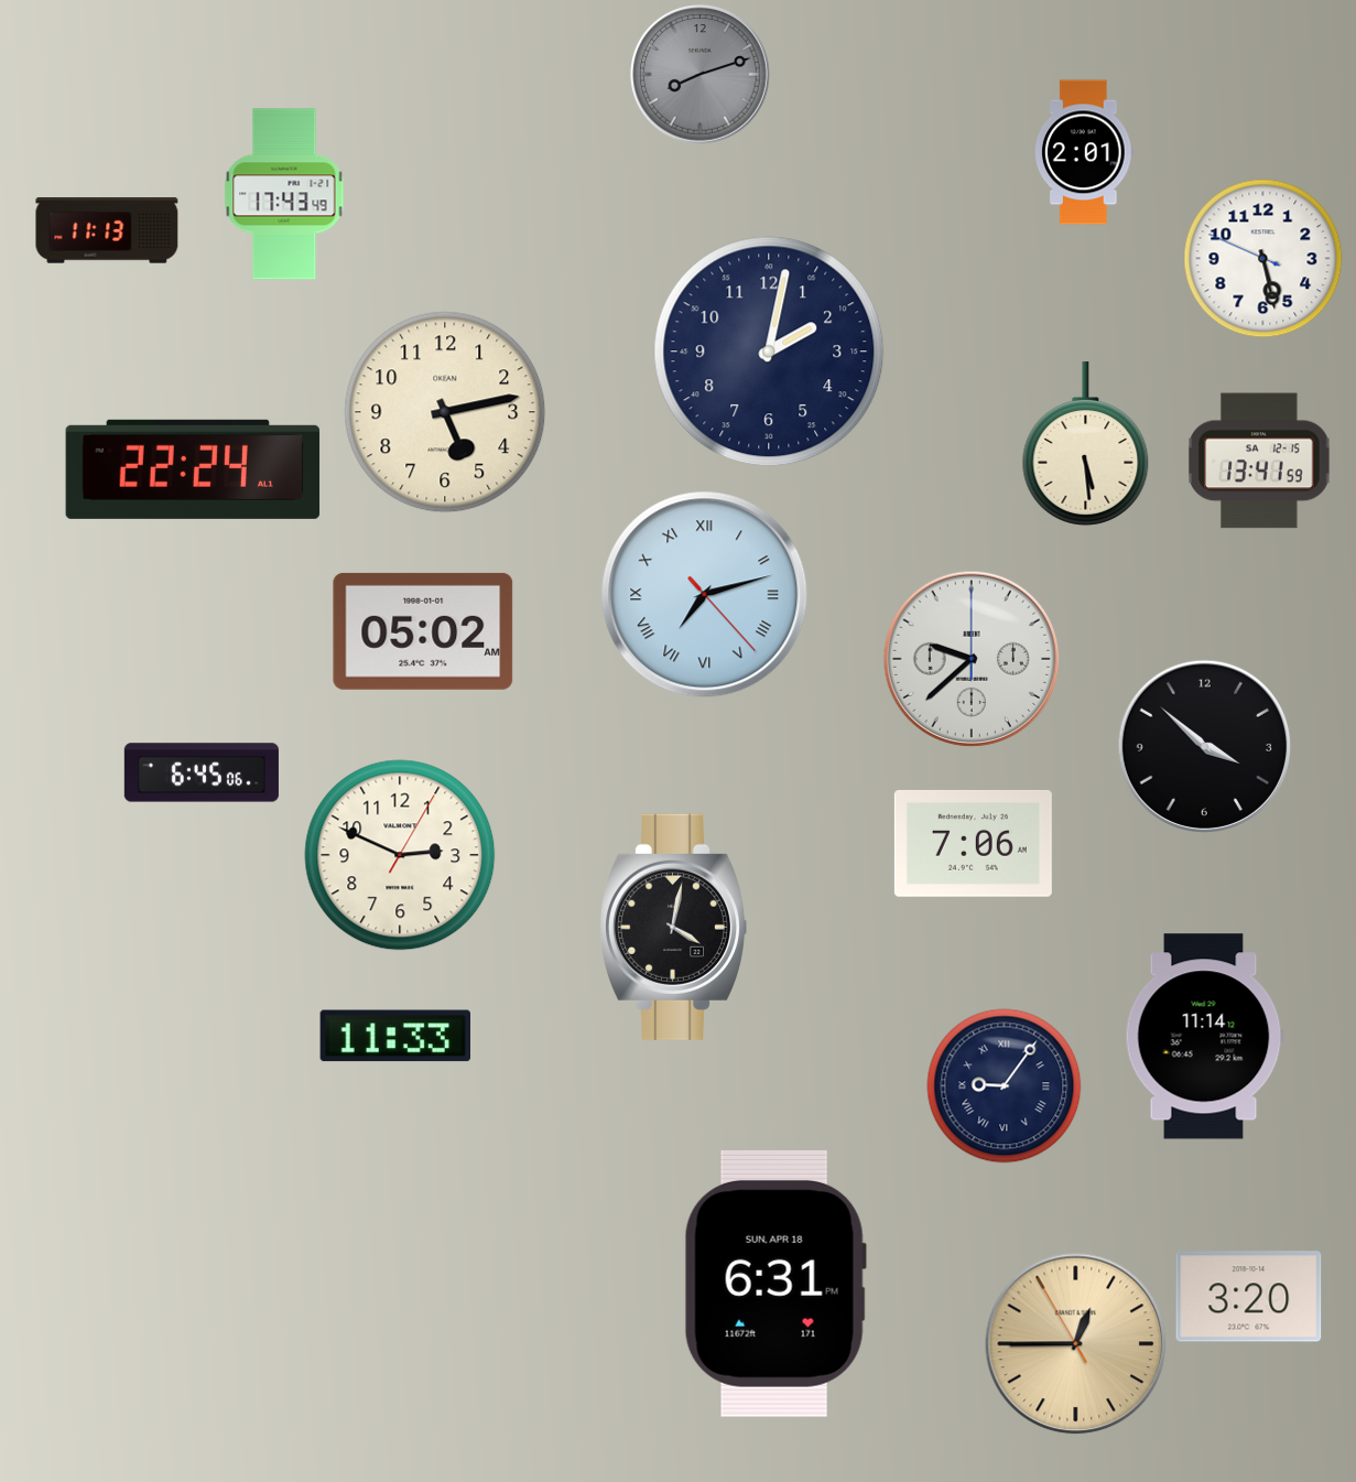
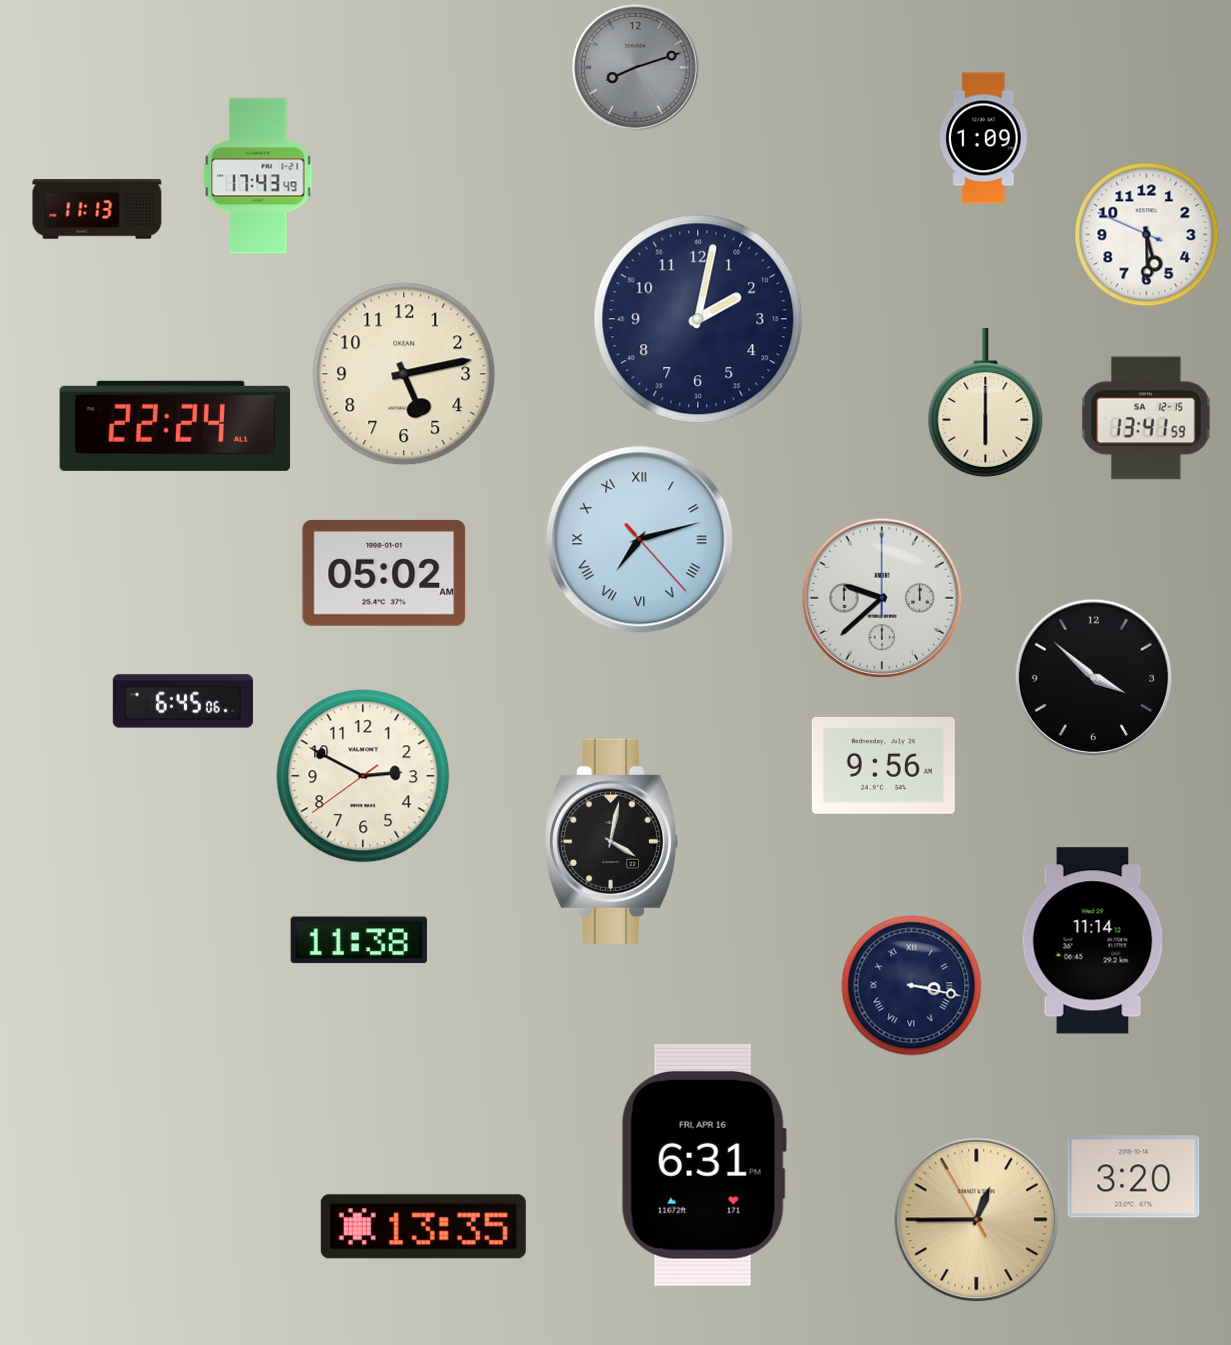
clock at (1085, 152): 2:01 -> 1:09
clock at (1263, 259): 5:27 -> 5:29
clock at (1086, 444): 5:29 -> 6:00
clock at (1259, 461) position: (1259, 461) -> (1146, 418)
clock at (973, 843): 7:06 -> 9:56
clock at (400, 855): 2:49:05 -> 2:49:39
clock at (394, 1036): 11:33 -> 11:38
clock at (1005, 1086): 9:06 -> 3:17
clock at (775, 1284) date: SUN, APR 18 -> FRI, APR 16
clock at (423, 1227): none -> 13:35
